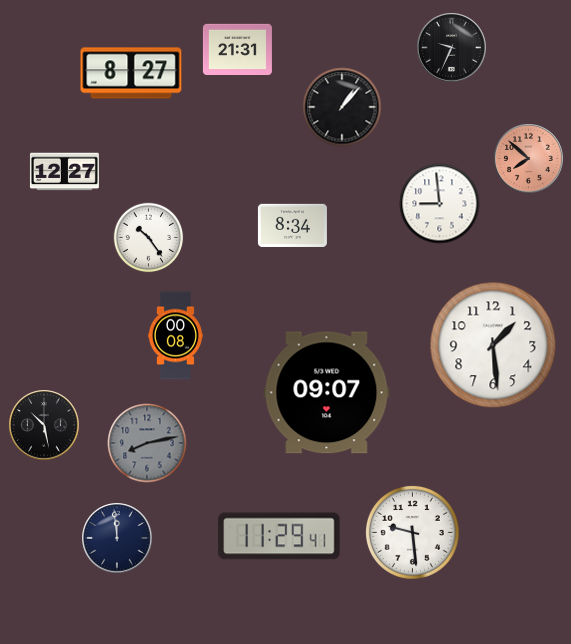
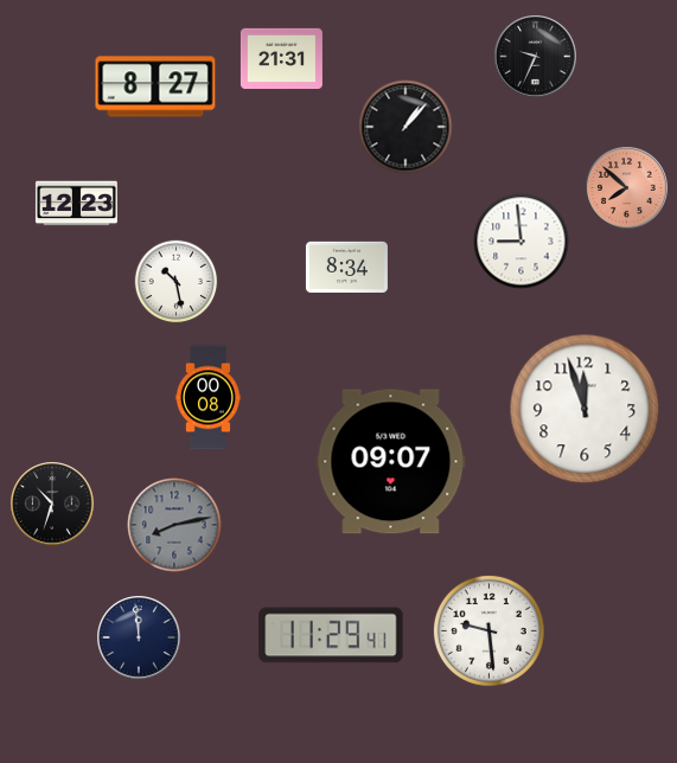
clock at (64, 172): 12:27 -> 12:23
clock at (149, 238): 10:24 -> 10:28
clock at (493, 345): 1:29 -> 11:57
clock at (327, 393) position: (327, 393) -> (391, 462)
clock at (44, 425): 10:28 -> 10:33
